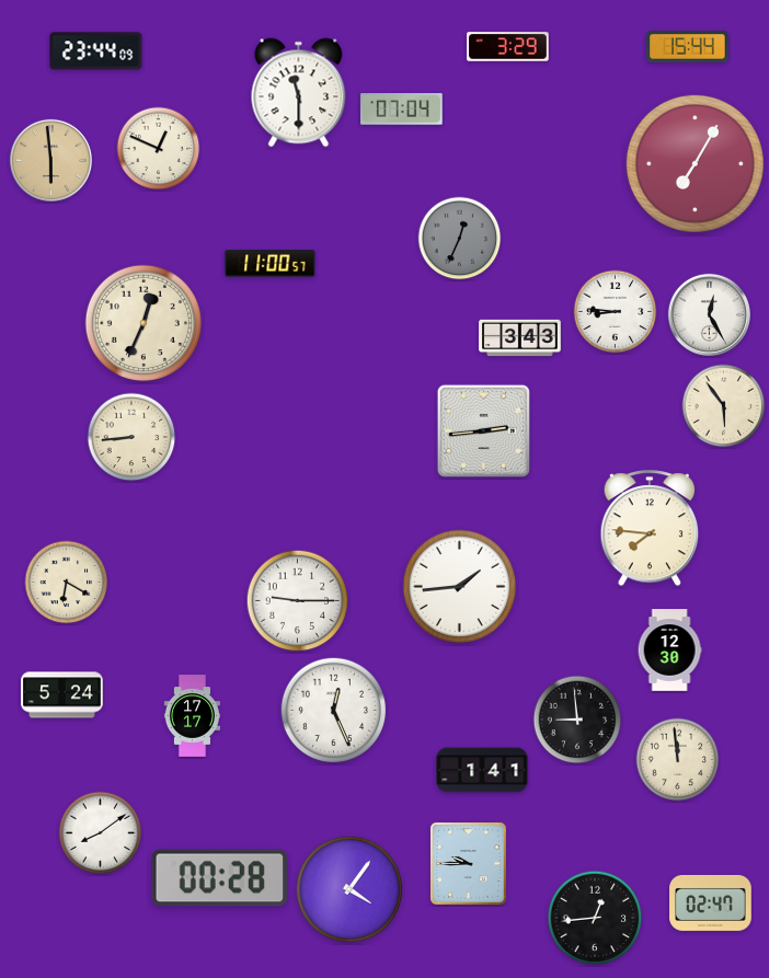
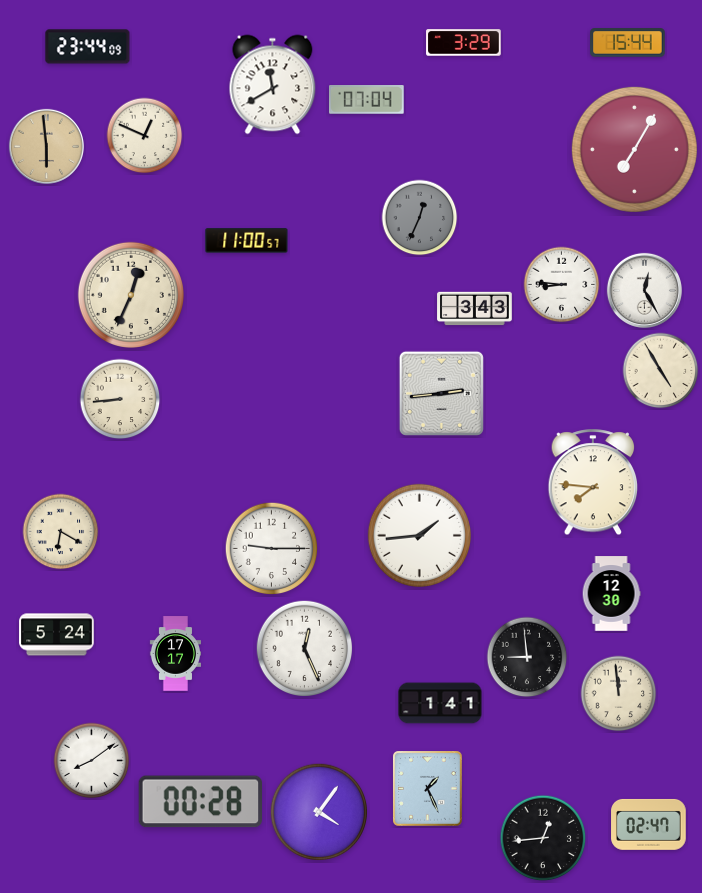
clock at (299, 93): 11:30 -> 11:40
clock at (709, 314) position: (709, 314) -> (644, 290)
clock at (724, 406): 5:54 -> 4:55
clock at (469, 864): 9:45 -> 1:26
